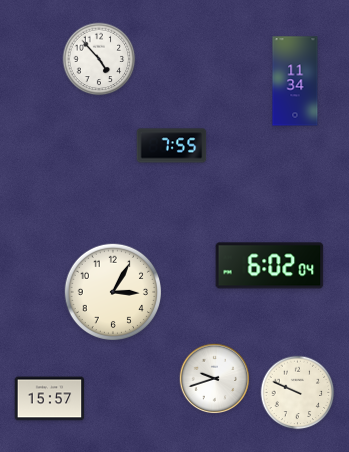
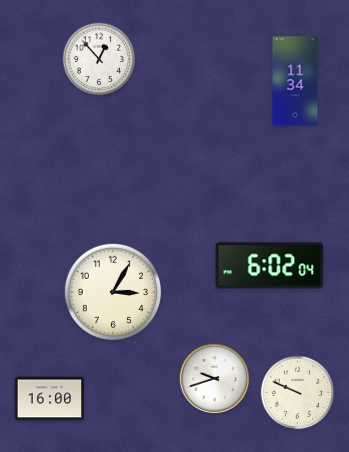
clock at (99, 59): 4:53 -> 12:53
clock at (172, 146): 7:55 -> none
clock at (50, 399): 15:57 -> 16:00
